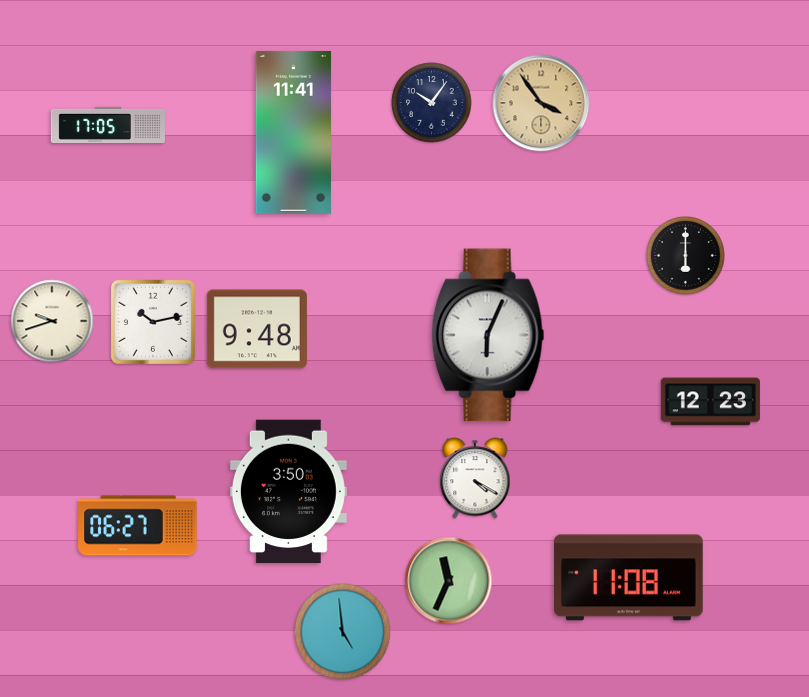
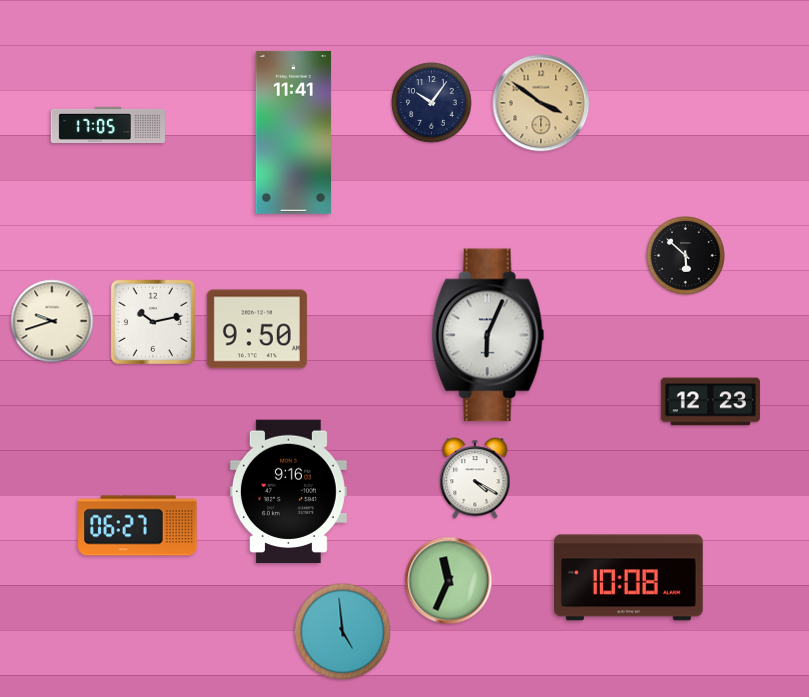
clock at (541, 103): 3:54 -> 3:51
clock at (686, 256): 6:00 -> 5:52
clock at (257, 329): 9:48 -> 9:50
clock at (288, 492): 3:50 -> 9:16
clock at (629, 578): 11:08 -> 10:08
